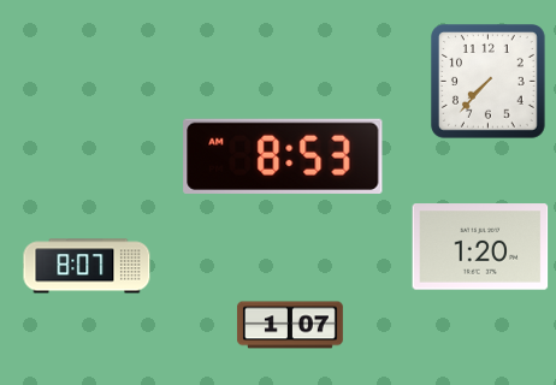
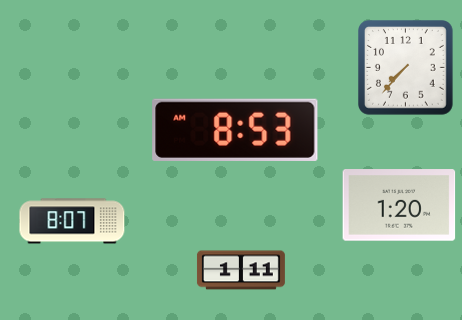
clock at (290, 325): 1:07 -> 1:11
